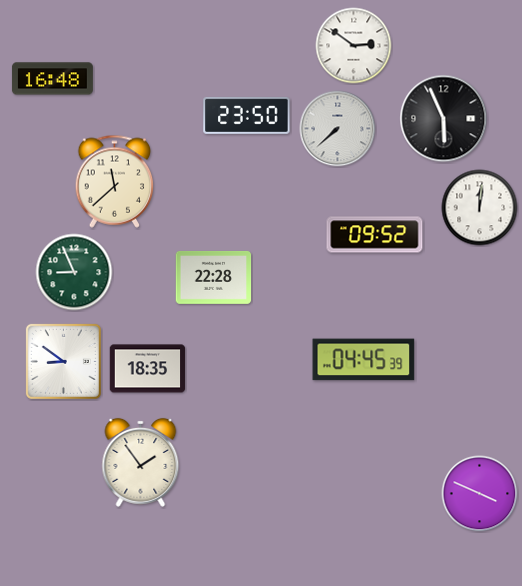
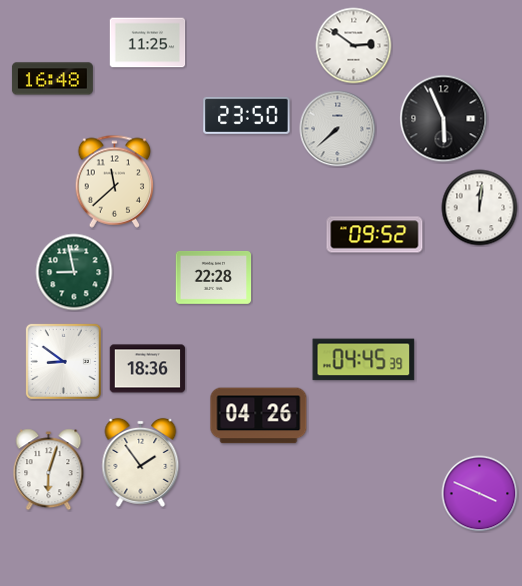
clock at (148, 43): none -> 11:25
clock at (74, 272): 8:56 -> 8:58
clock at (148, 369): 18:35 -> 18:36
clock at (259, 416): none -> 04:26
clock at (49, 470): none -> 6:03
